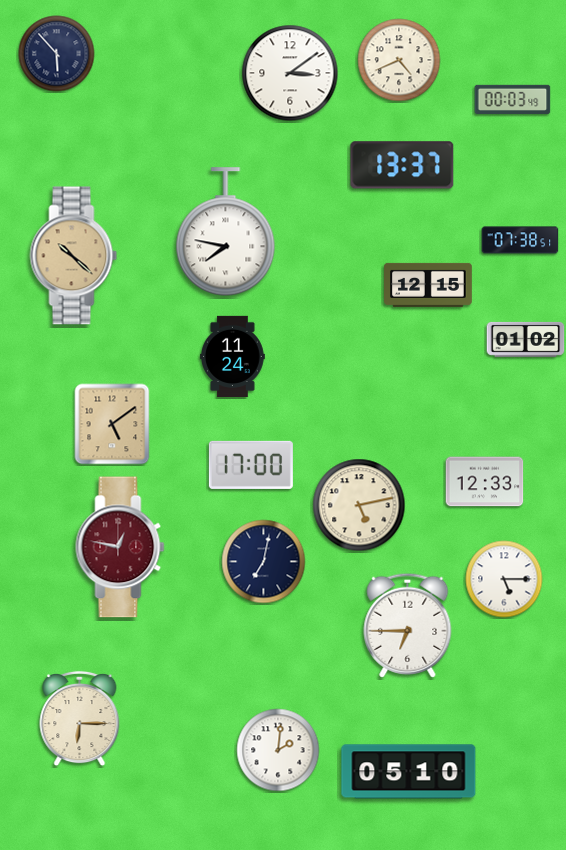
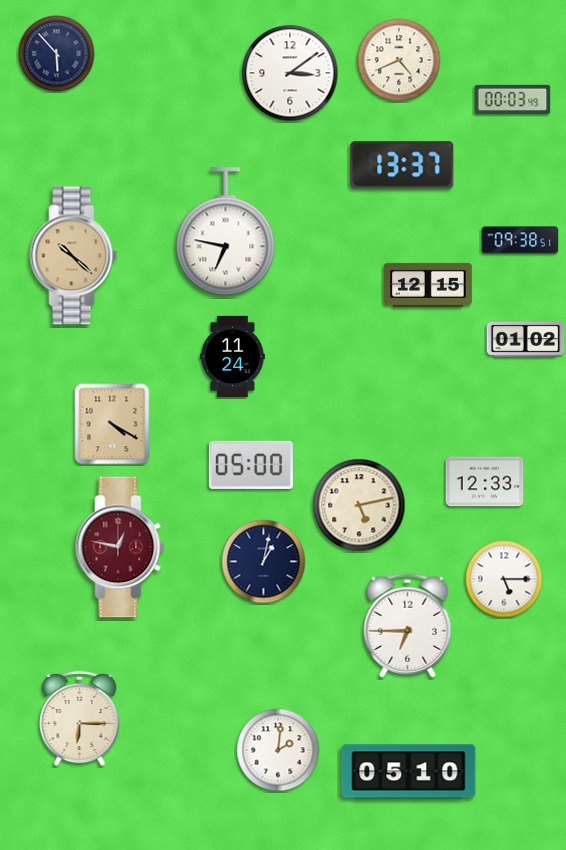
clock at (226, 232): 7:47 -> 6:47
clock at (520, 240): 07:38 -> 09:38
clock at (112, 424): 5:09 -> 4:20
clock at (251, 465): 17:00 -> 05:00
clock at (264, 562): 7:02 -> 1:02
